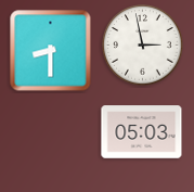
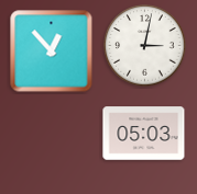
clock at (143, 46): 2:58 -> 3:02
clock at (51, 51): 8:30 -> 12:53
